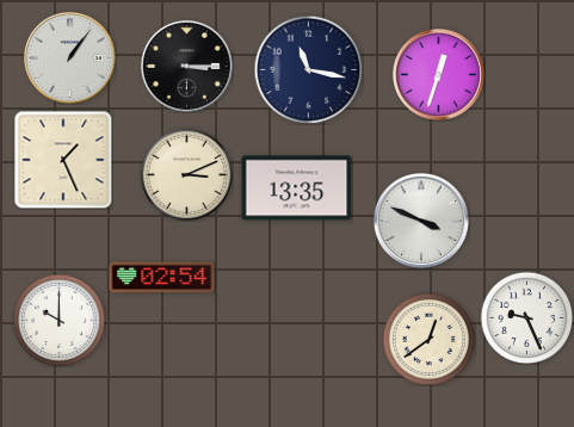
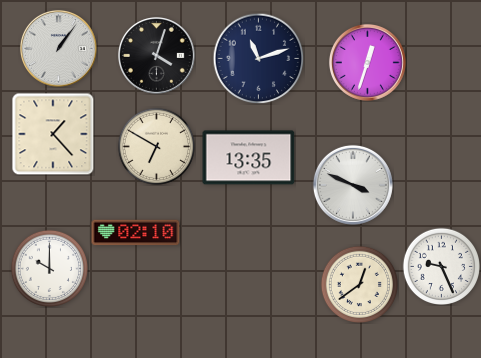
clock at (186, 66): 3:15 -> 4:03
clock at (308, 69): 11:17 -> 11:12
clock at (63, 160): 1:26 -> 1:23
clock at (186, 174): 3:11 -> 6:50
clock at (162, 278): 02:54 -> 02:10
